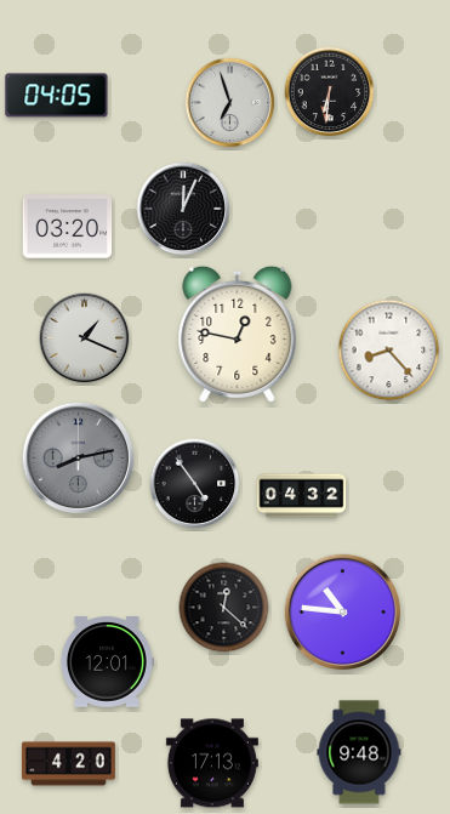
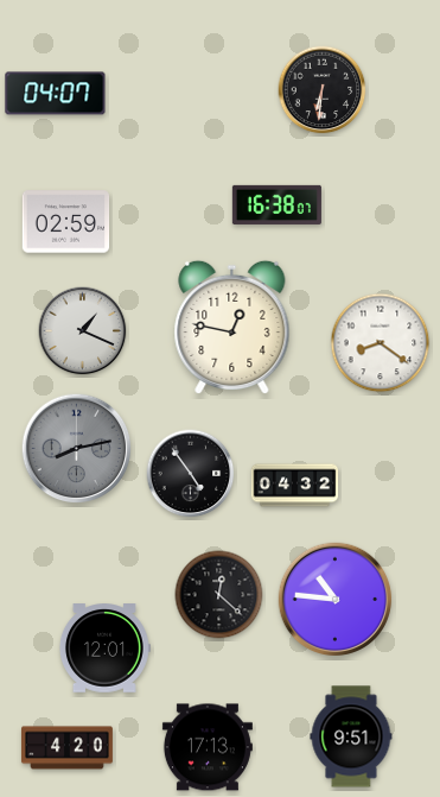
clock at (57, 96): 04:05 -> 04:07
clock at (230, 103): 6:57 -> none
clock at (183, 209): 12:04 -> none
clock at (276, 204): none -> 16:38
clock at (68, 227): 03:20 -> 02:59
clock at (389, 351): 8:23 -> 8:21
clock at (359, 752): 9:48 -> 9:51
